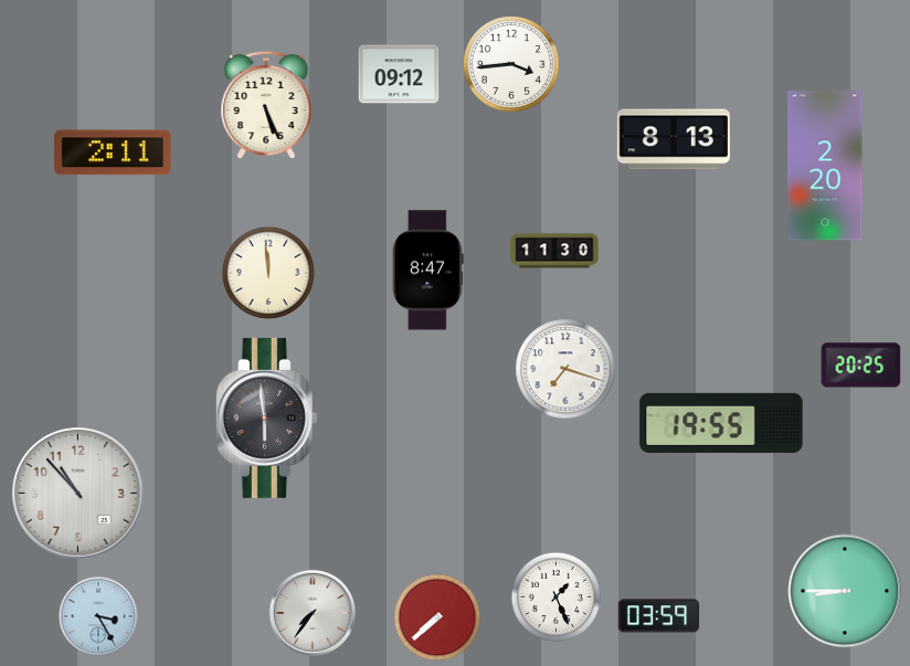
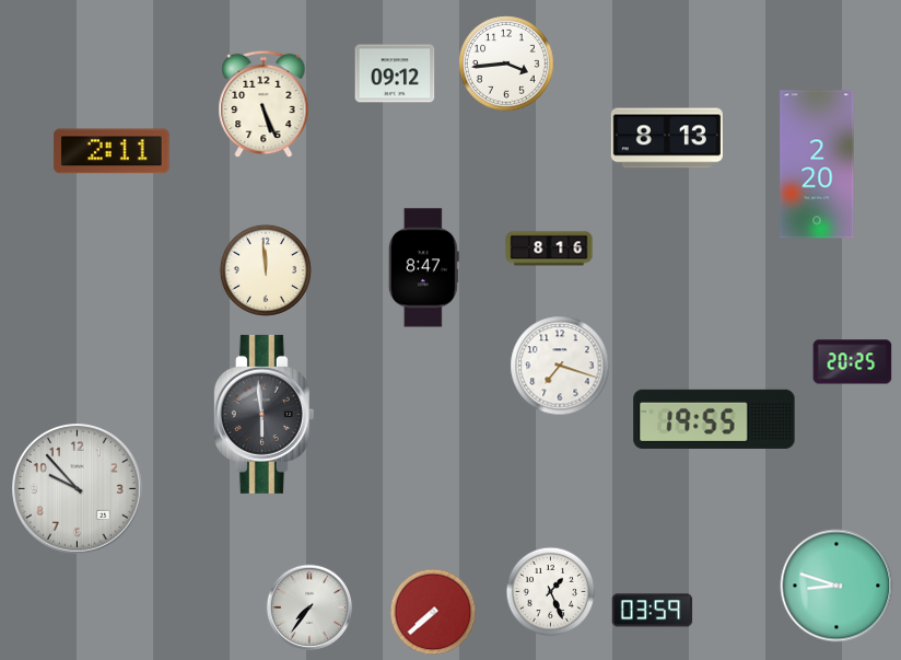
clock at (554, 251): 11:30 -> 8:16
clock at (78, 494): 10:53 -> 9:53
clock at (845, 591): 8:45 -> 8:48
clock at (98, 616): 3:25 -> none
